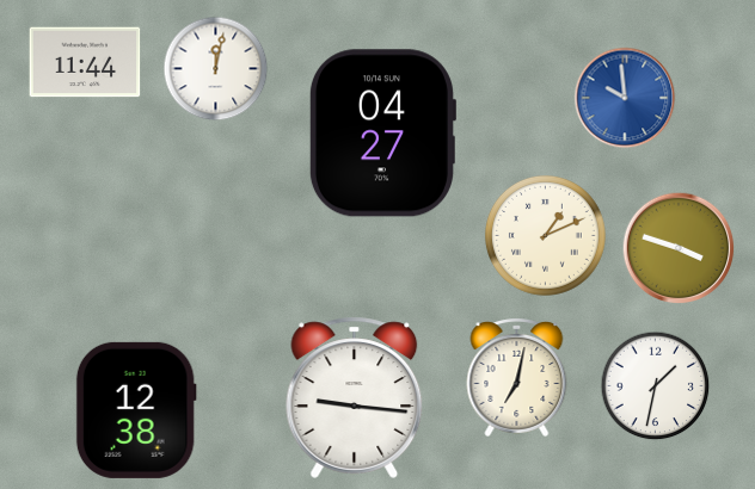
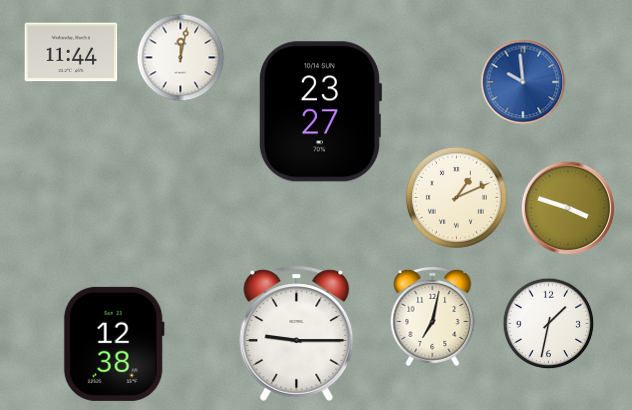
clock at (382, 134): 04:27 -> 23:27
clock at (355, 397): 9:16 -> 9:15
